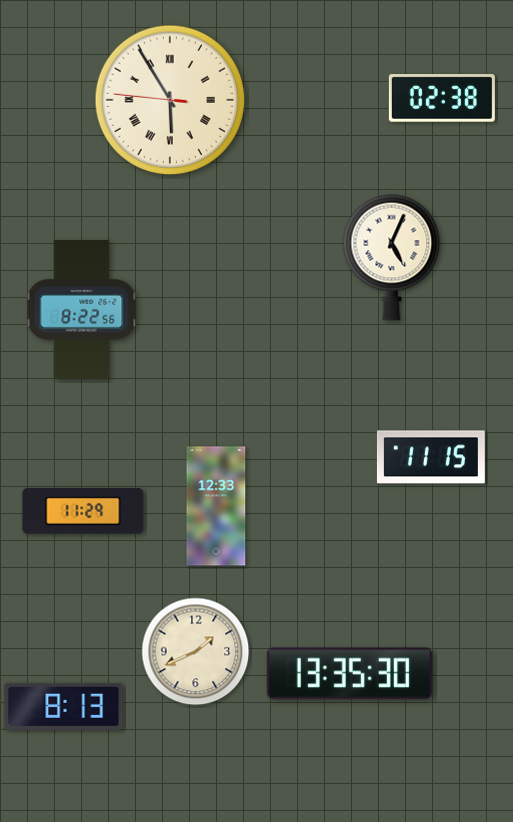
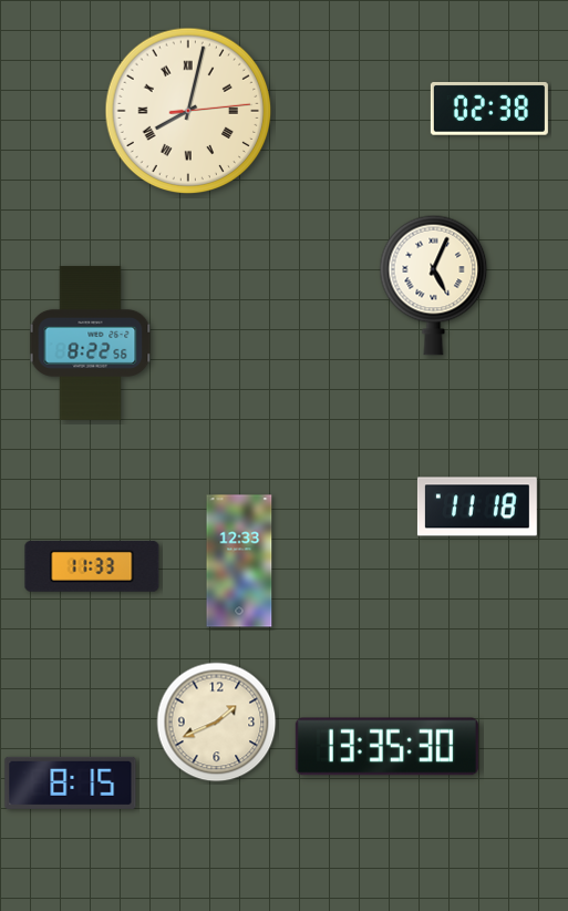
clock at (170, 100): 5:54 -> 8:02
clock at (431, 457): 11:15 -> 11:18
clock at (83, 511): 11:29 -> 11:33
clock at (64, 706): 8:13 -> 8:15
